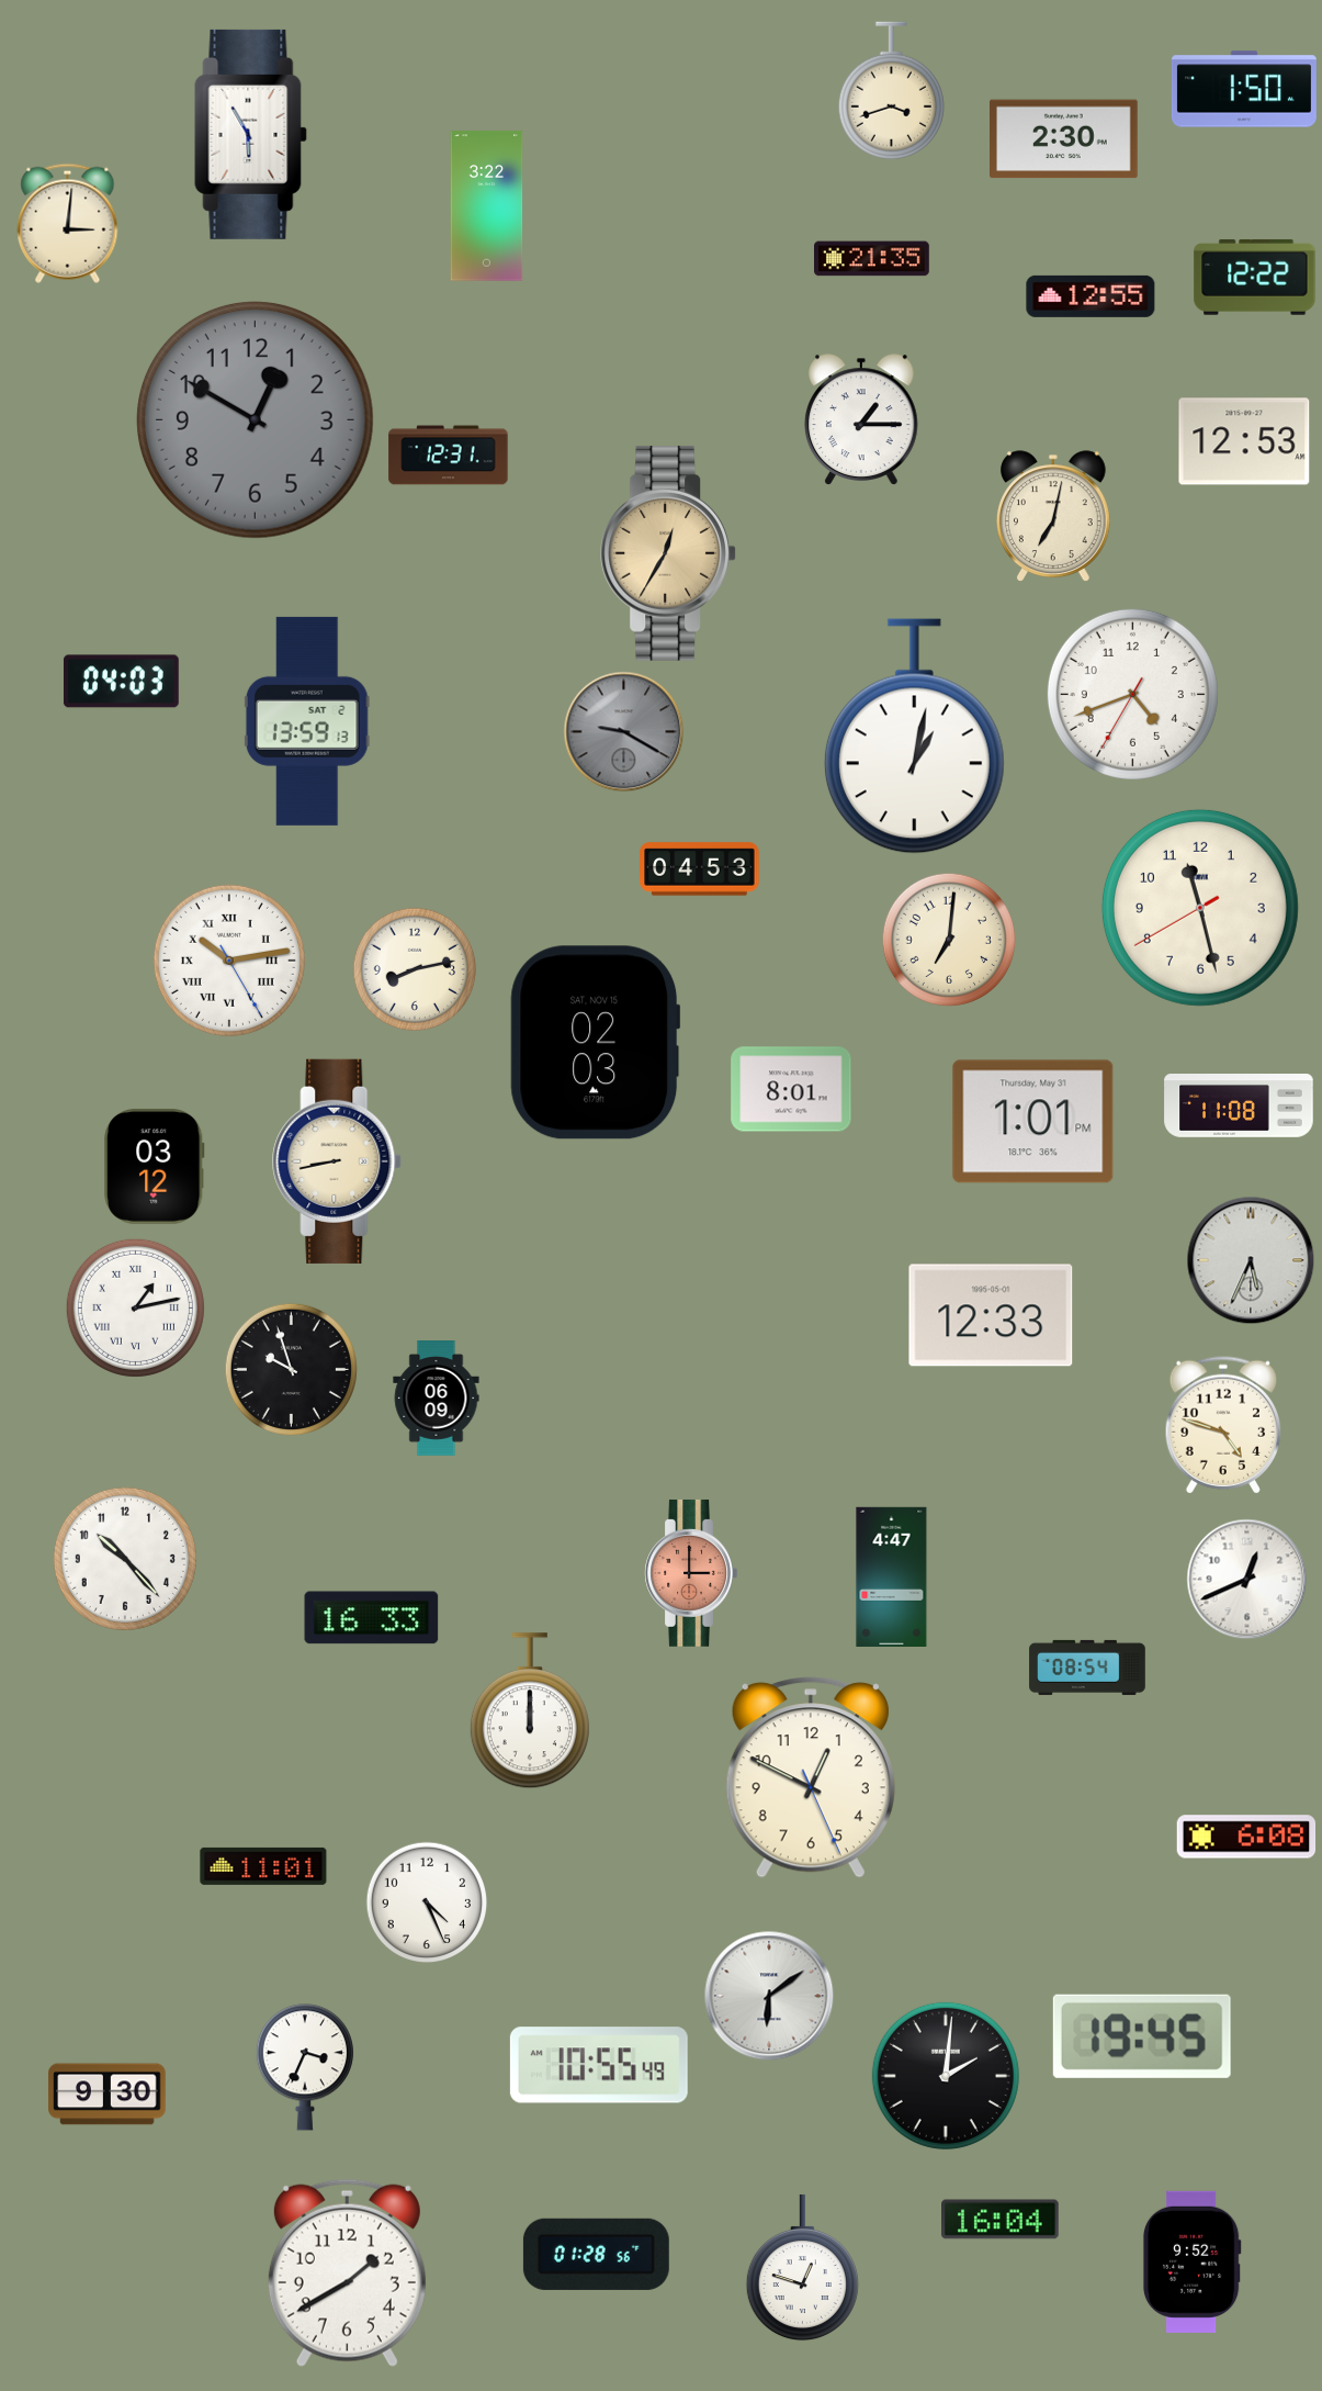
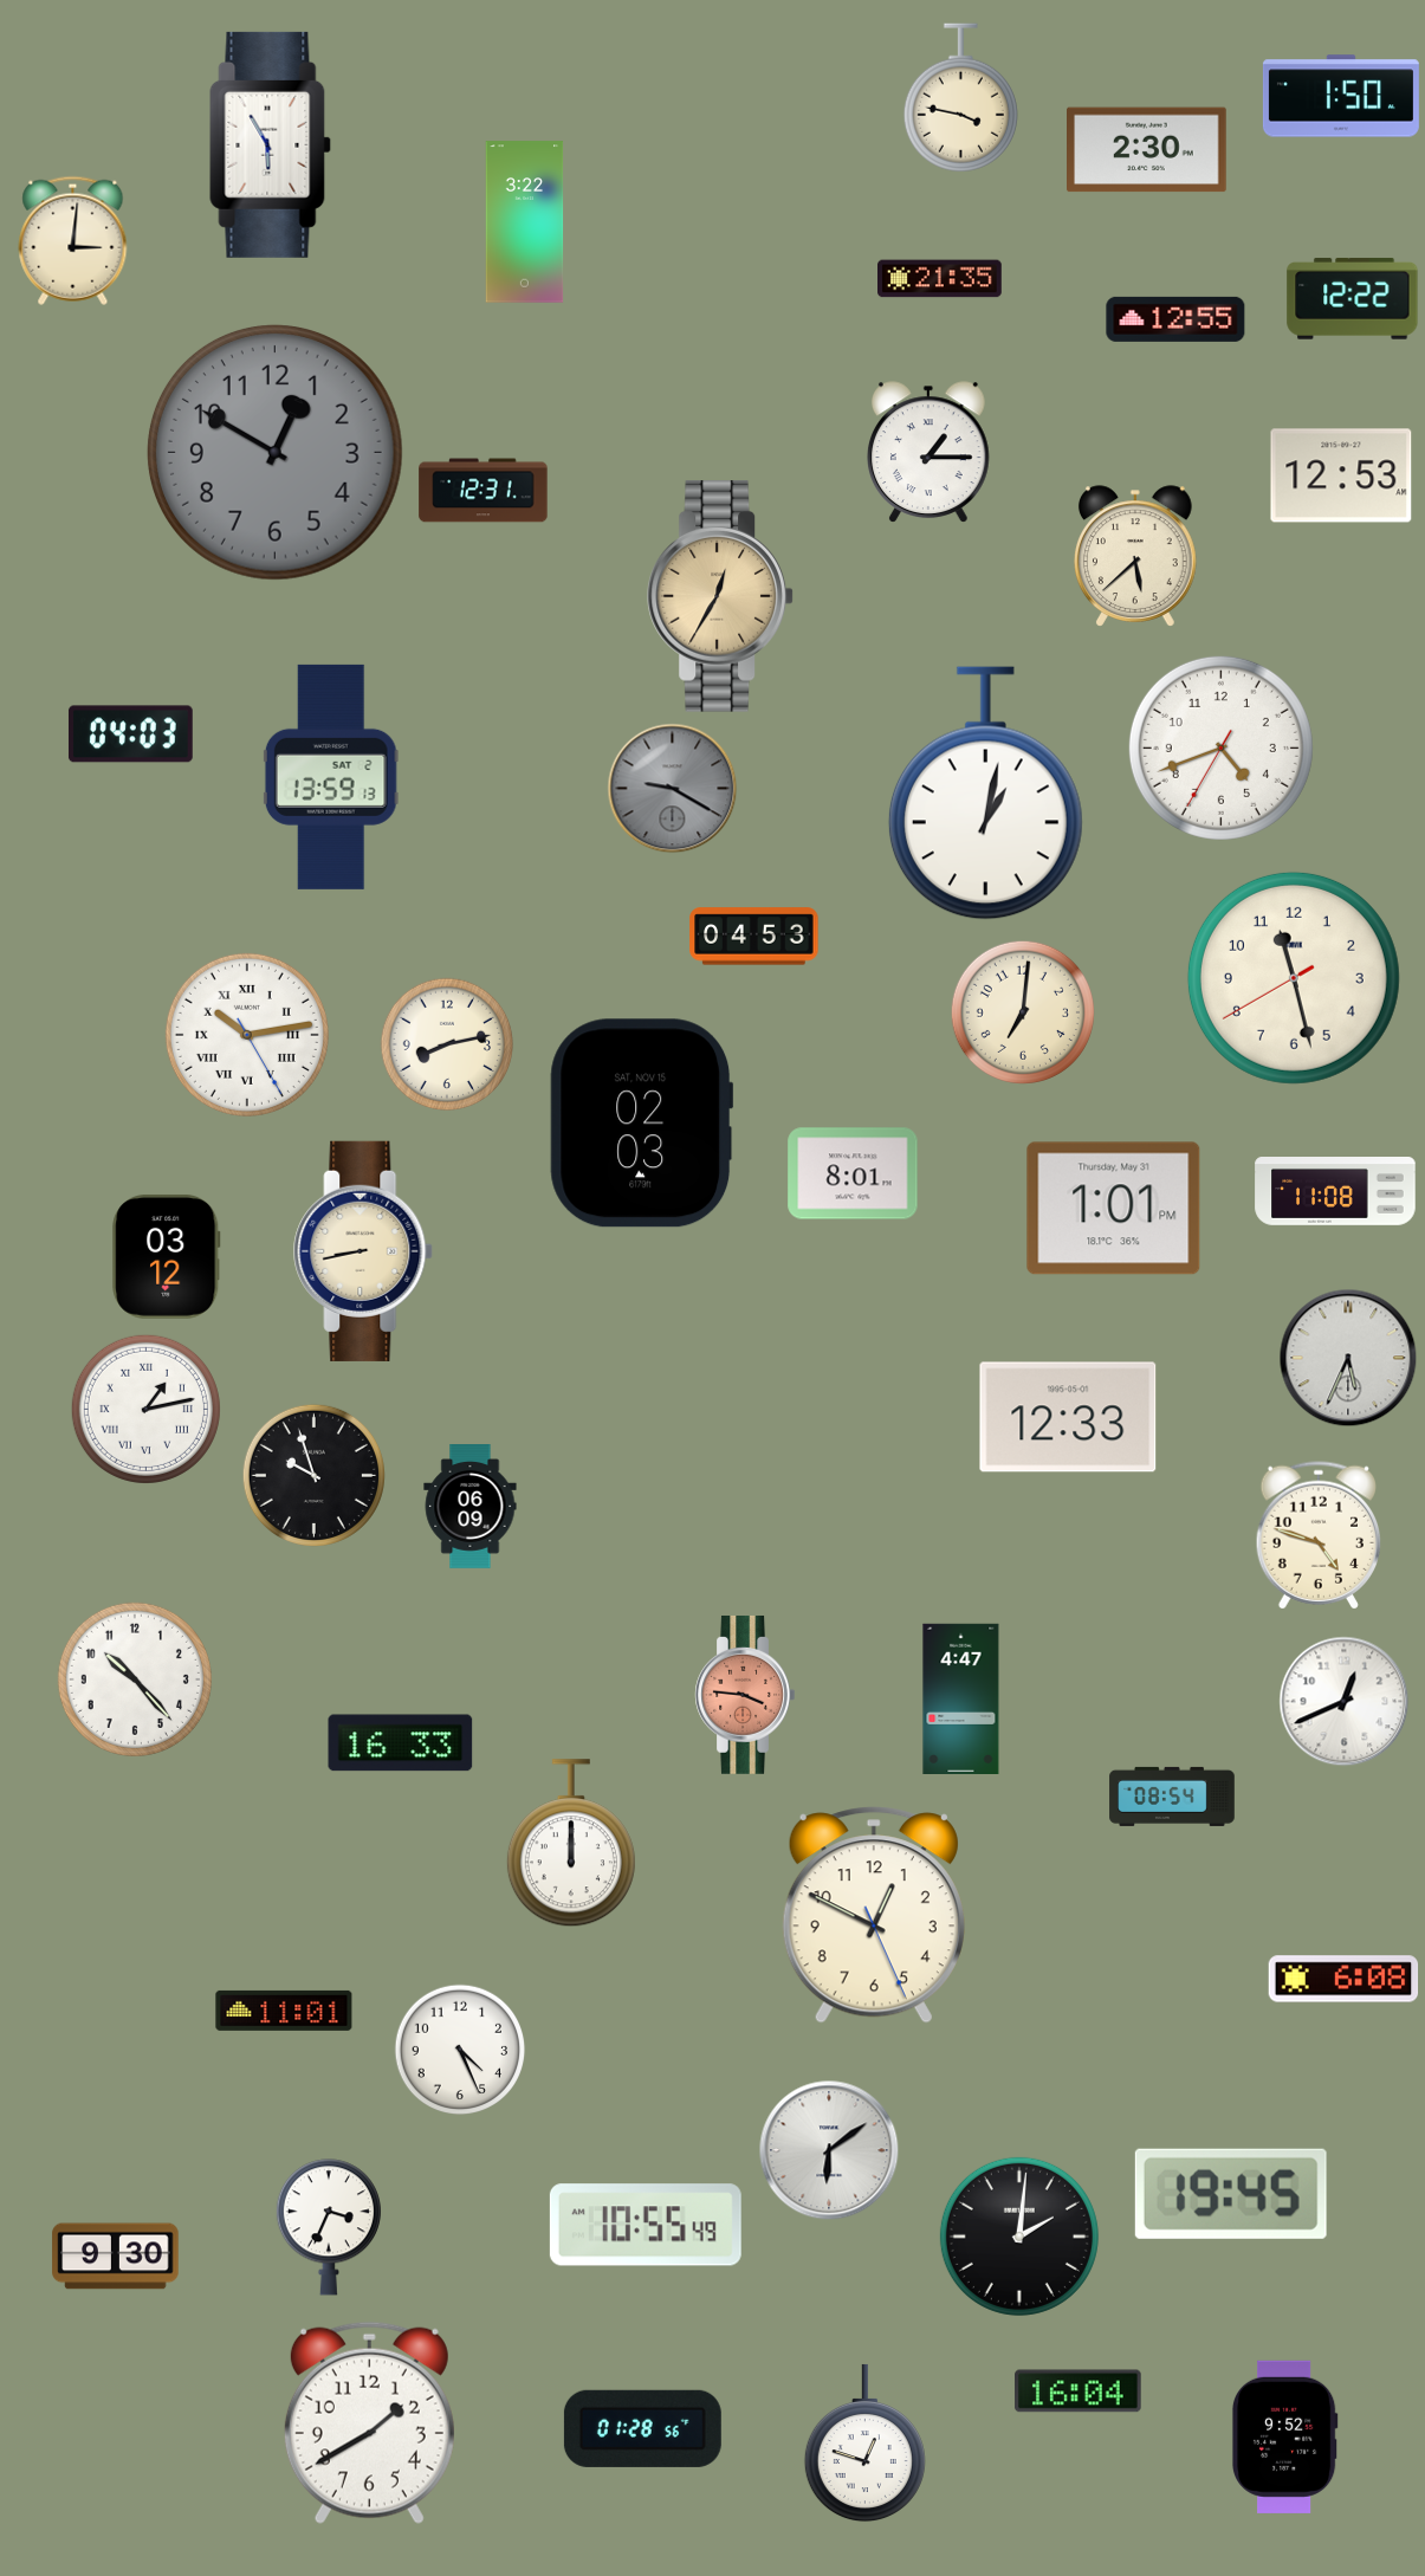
clock at (891, 91): 3:42 -> 3:47
clock at (1054, 516): 7:02 -> 5:38
clock at (691, 1573): 3:00 -> 3:46
clock at (347, 2272) position: (347, 2272) -> (369, 2422)
